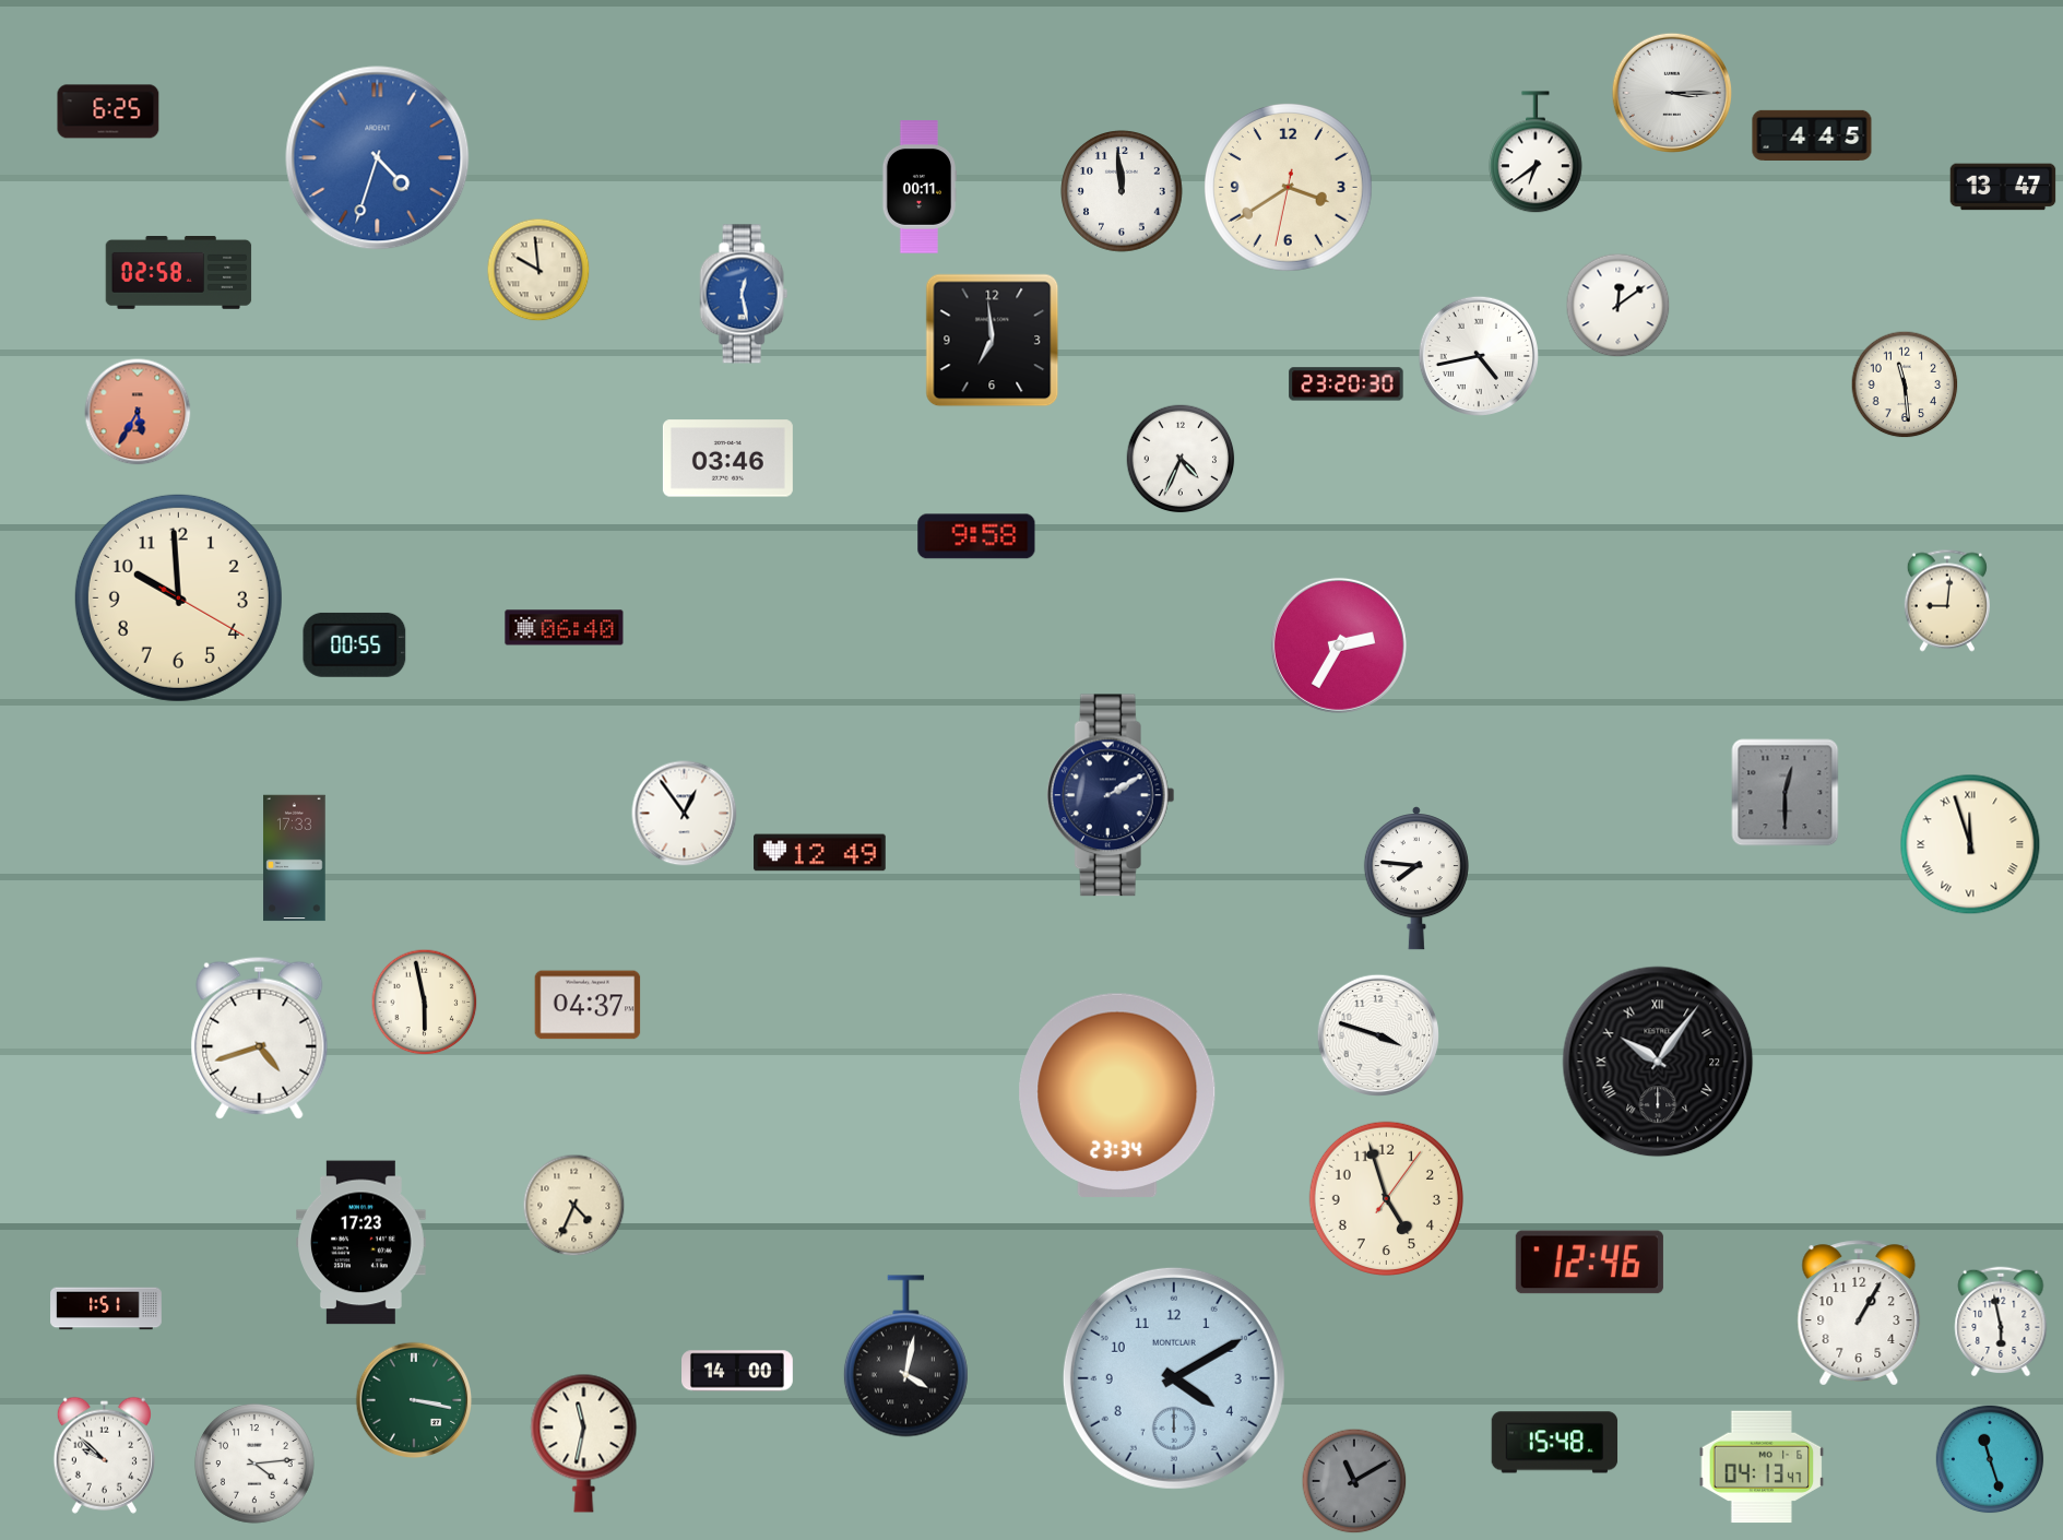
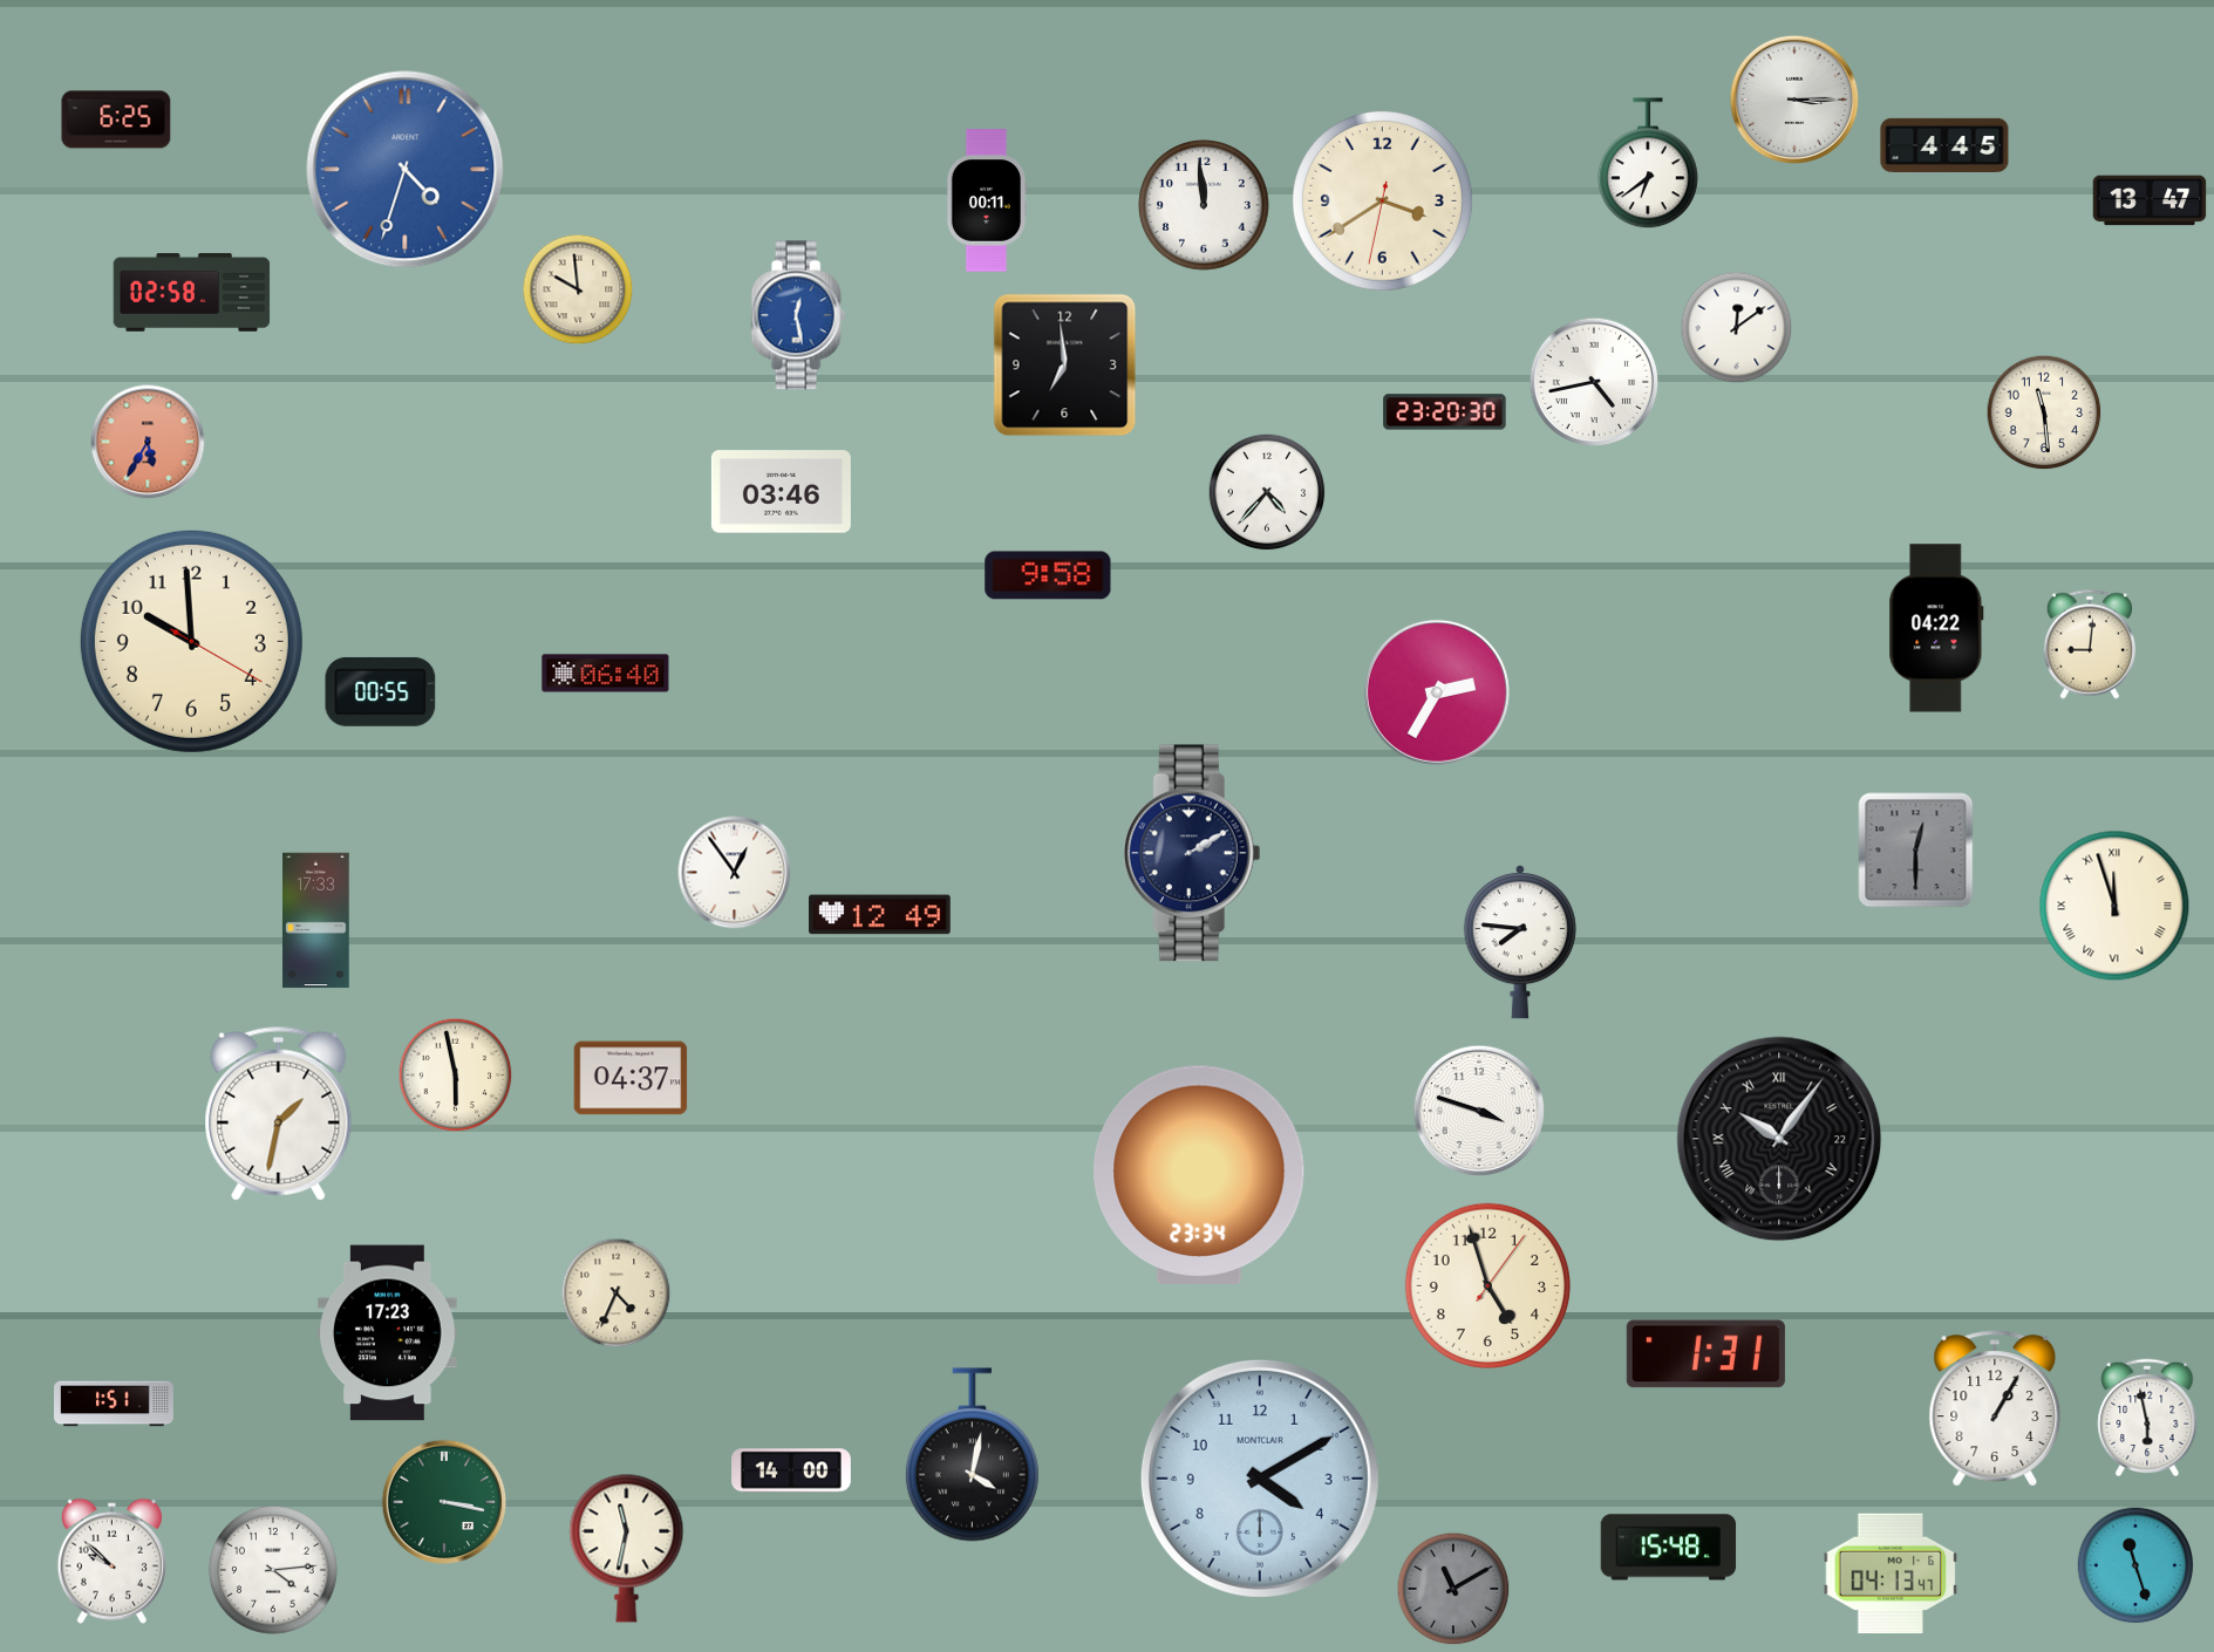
clock at (1478, 355) position: (1478, 355) -> (1593, 381)
clock at (1181, 459): 4:34 -> 4:37
clock at (1936, 628): none -> 04:22
clock at (260, 1038): 4:42 -> 1:32
clock at (1589, 1263): 12:46 -> 1:31
